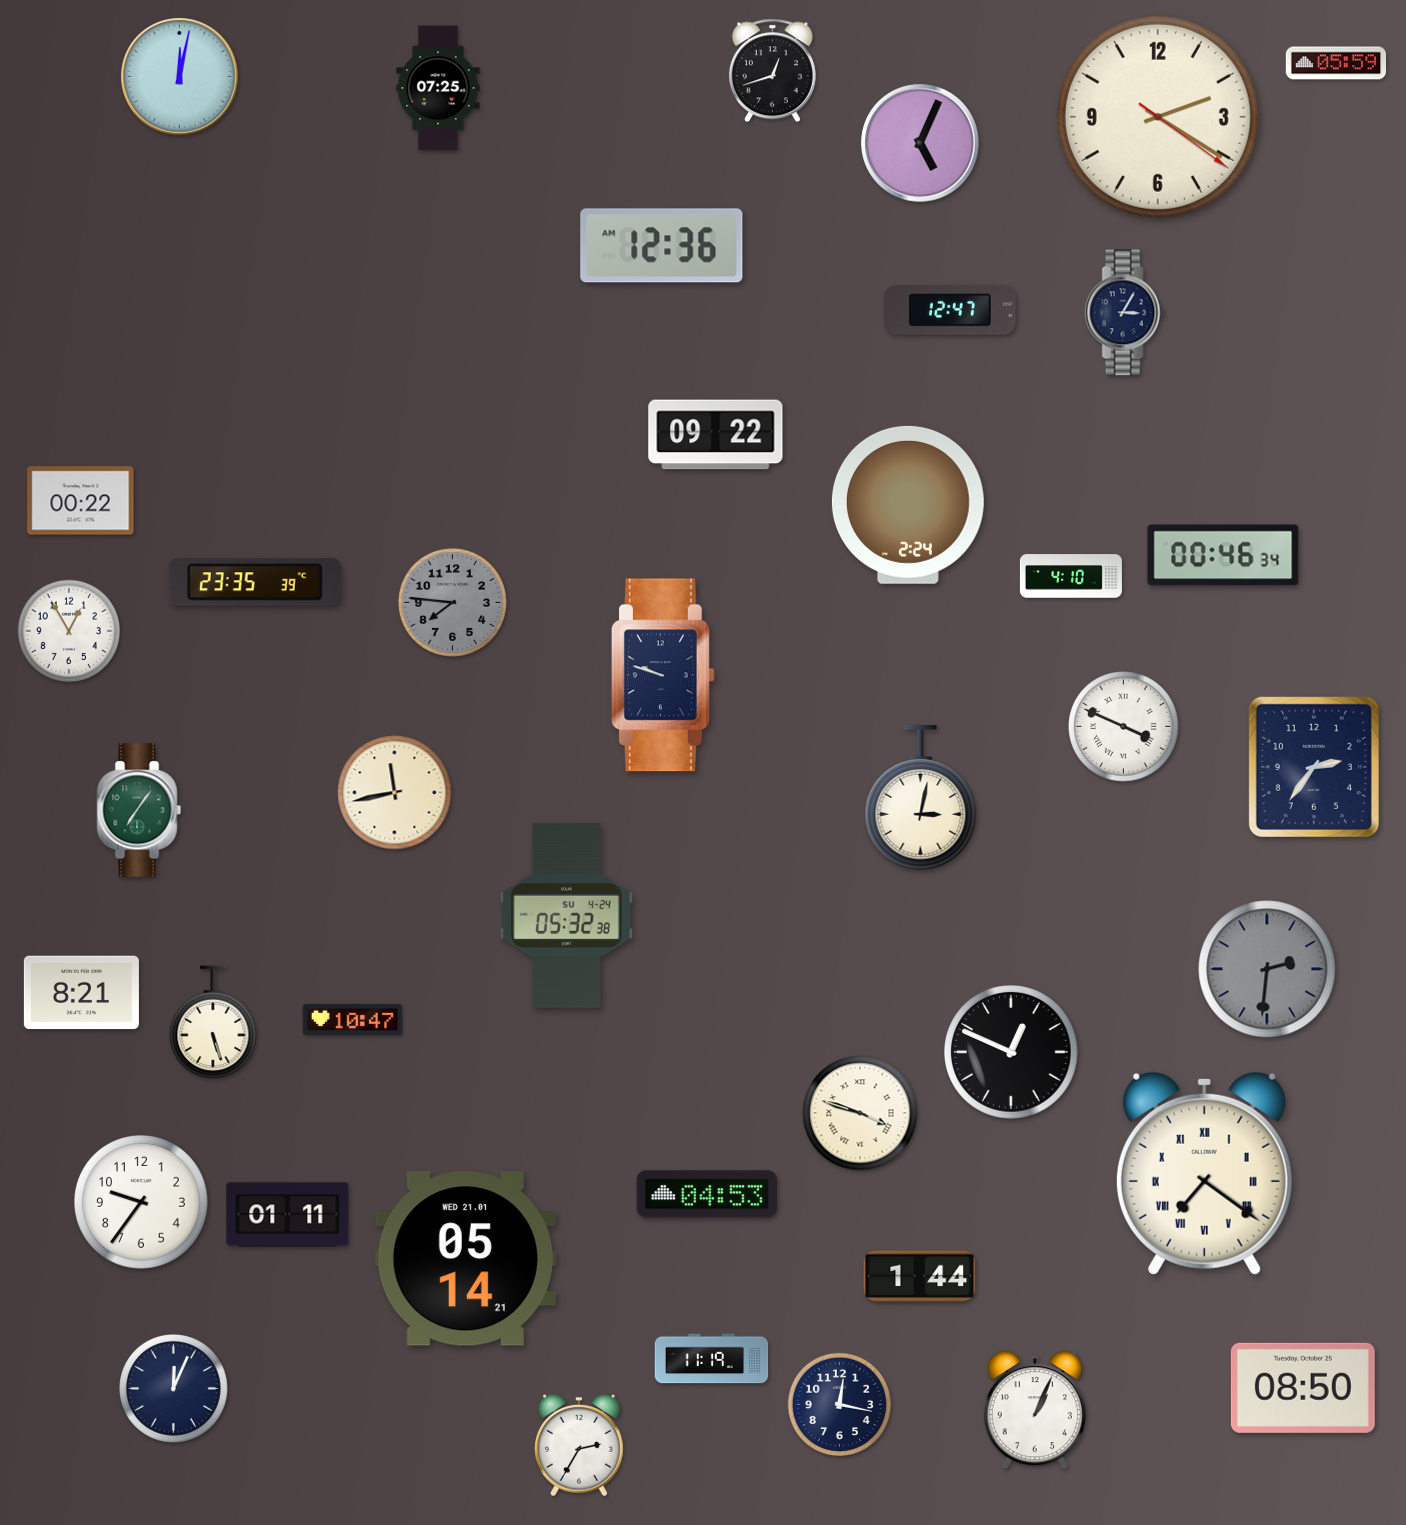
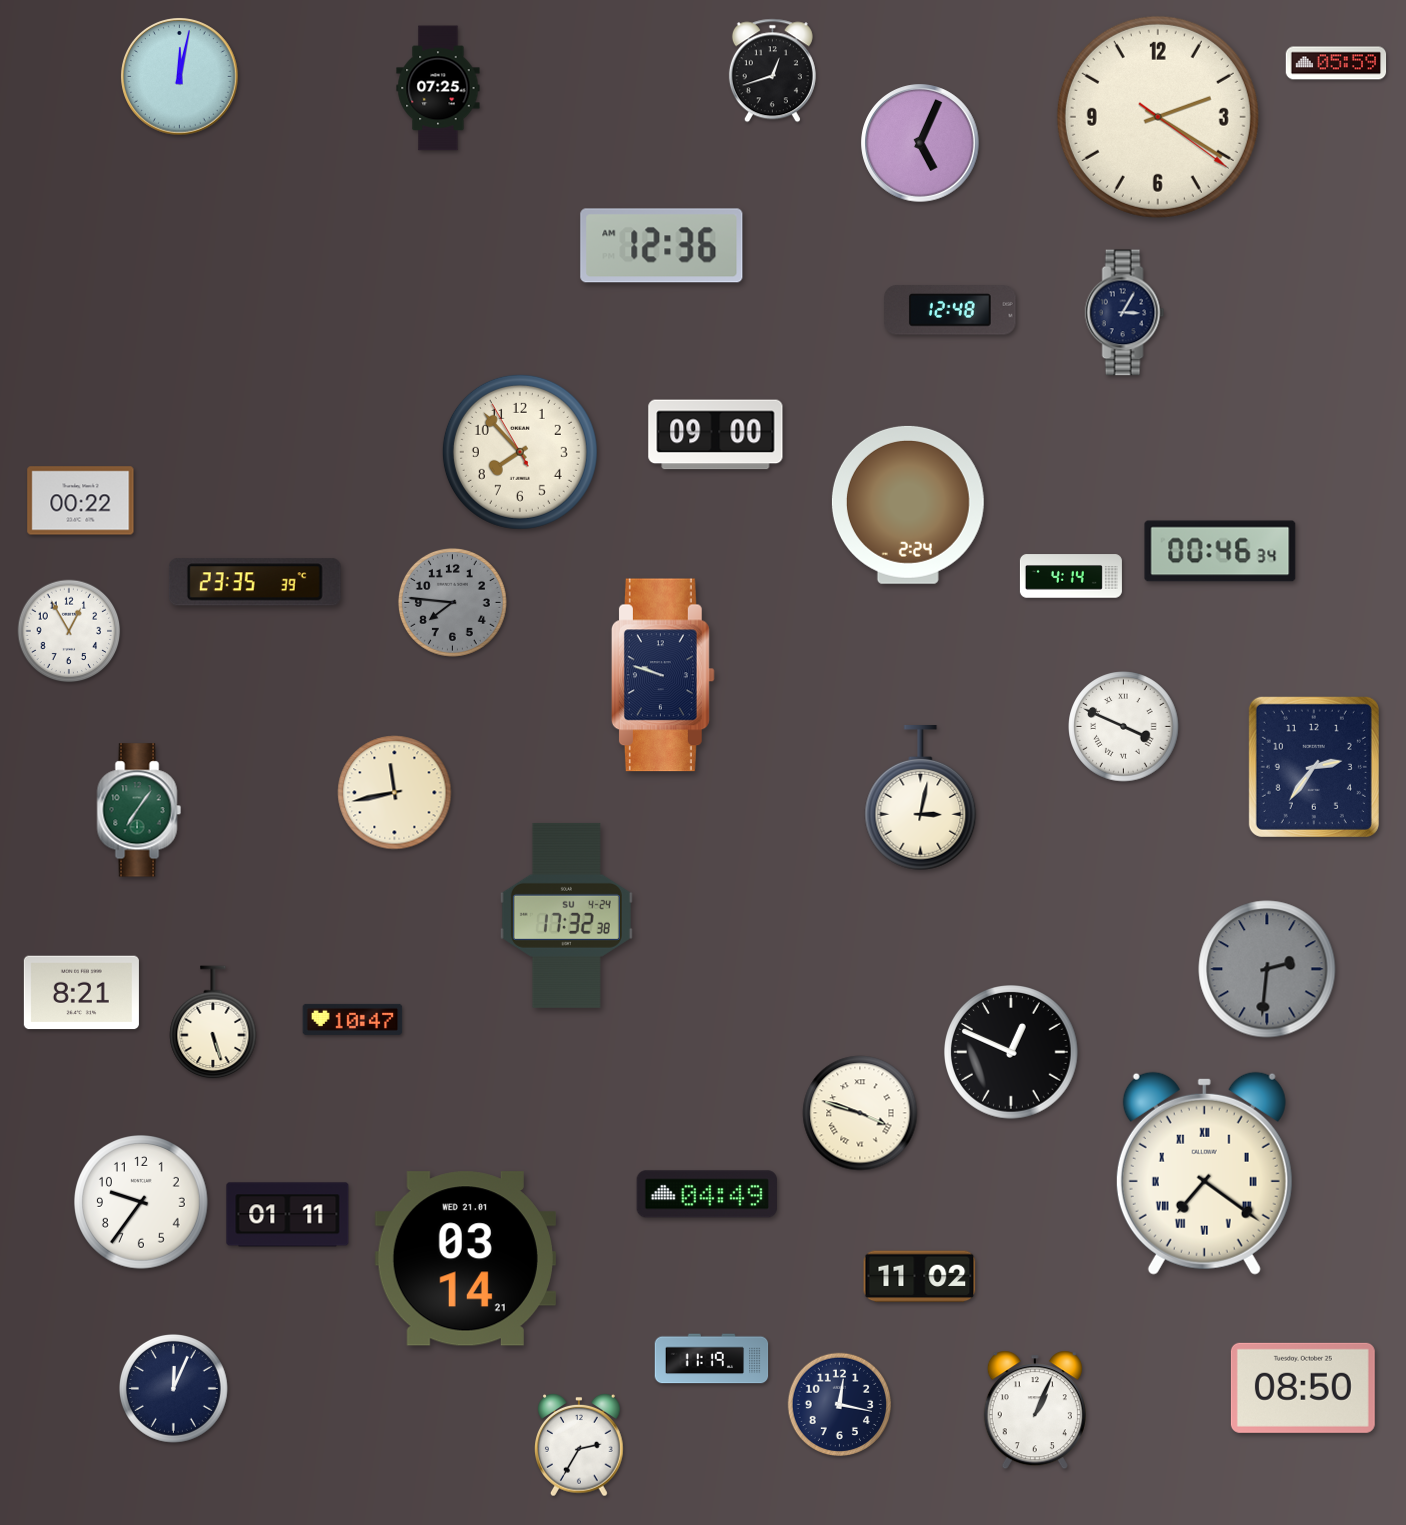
clock at (950, 310): 12:47 -> 12:48
clock at (716, 435): 09:22 -> 09:00
clock at (520, 452): none -> 7:52
clock at (1223, 555) position: (1223, 555) -> (1220, 551)
clock at (1071, 576): 4:10 -> 4:14
clock at (566, 915): 05:32 -> 17:32
clock at (707, 1194): 04:53 -> 04:49
clock at (465, 1259): 05:14 -> 03:14
clock at (920, 1277): 1:44 -> 11:02
